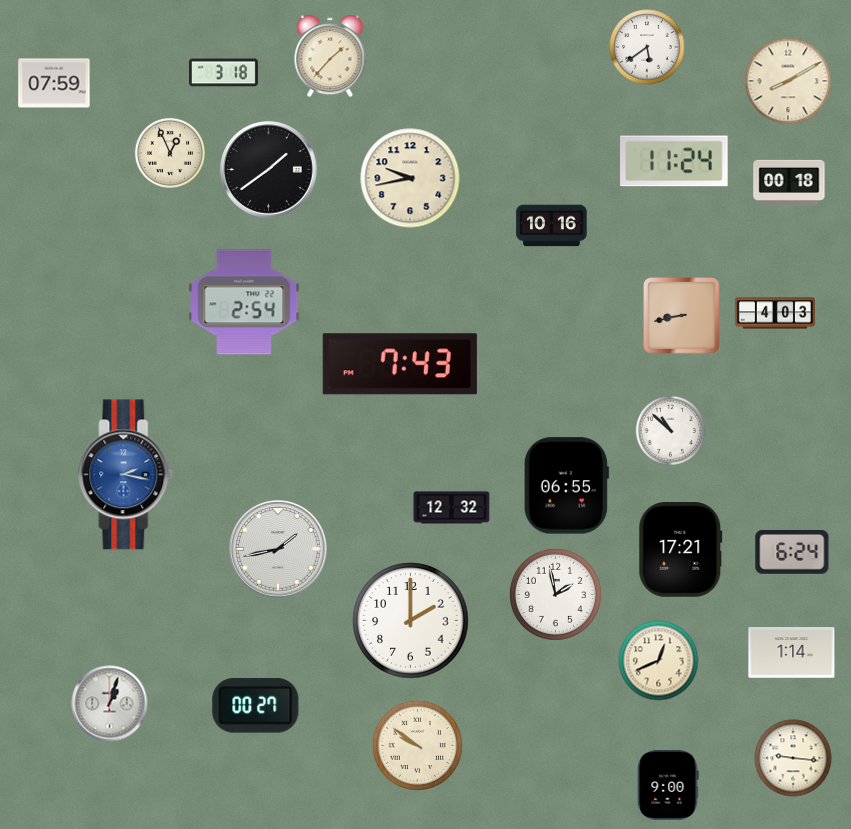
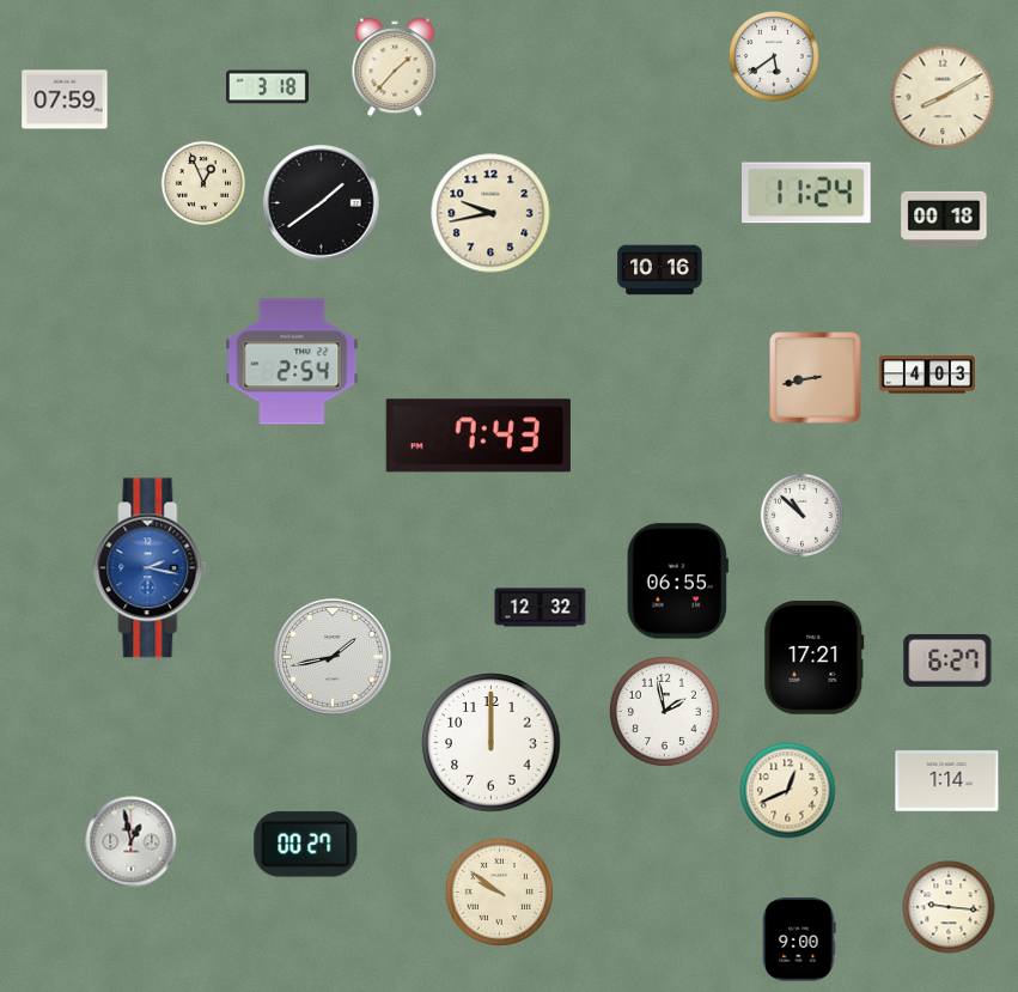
clock at (792, 552): 6:24 -> 6:27
clock at (411, 621): 2:00 -> 12:00
clock at (110, 704): 1:03 -> 12:58
